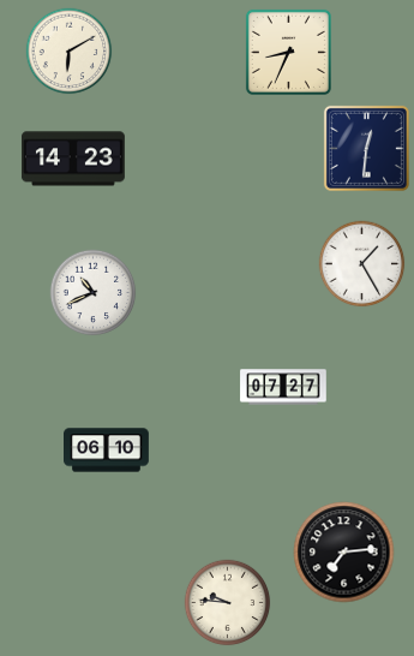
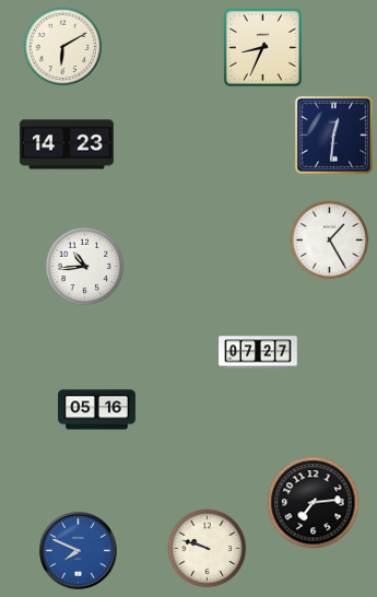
clock at (94, 293): 10:41 -> 10:44
clock at (107, 451): 06:10 -> 05:16
clock at (228, 603): 9:46 -> 9:48
clock at (79, 551): none -> 7:49
